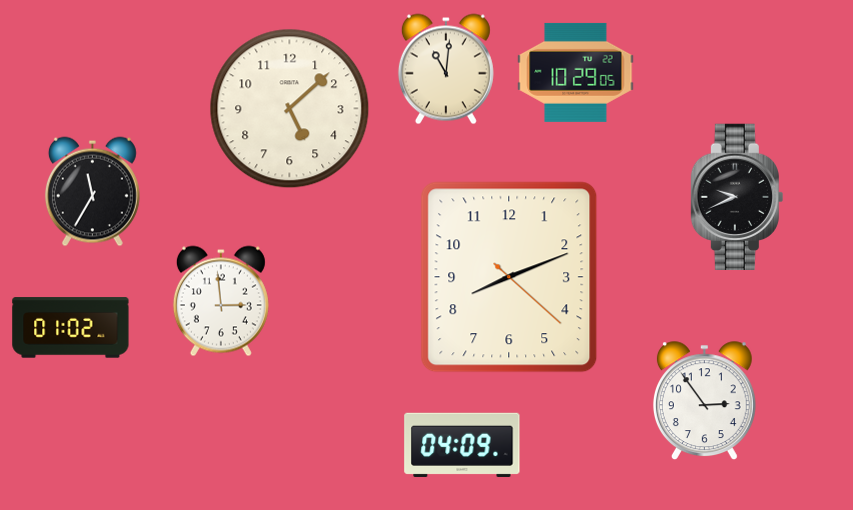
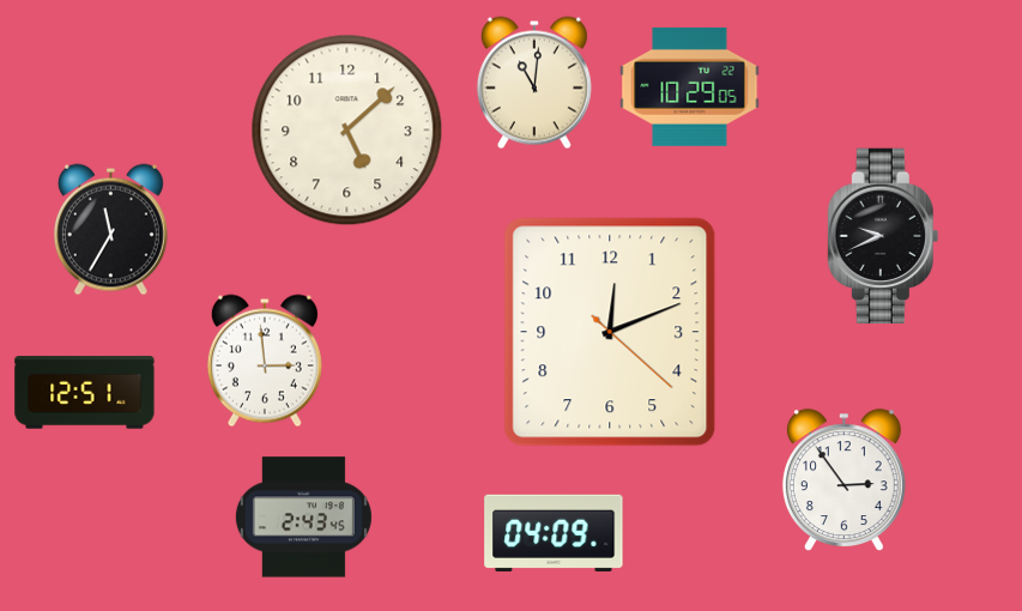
clock at (509, 277): 8:11 -> 12:11
clock at (71, 328): 01:02 -> 12:51
clock at (303, 518): none -> 2:43
